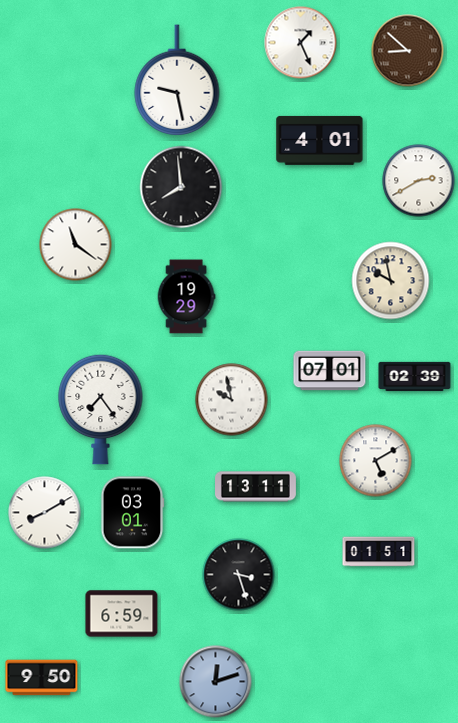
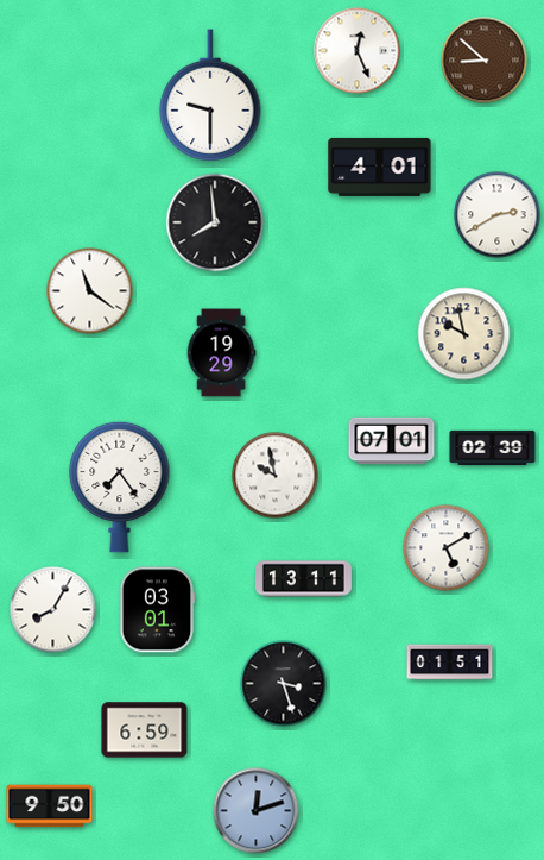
clock at (301, 43): 1:26 -> 12:26
clock at (177, 81): 9:28 -> 9:30
clock at (45, 513): 8:10 -> 8:05
clock at (379, 552) position: (379, 552) -> (450, 663)
